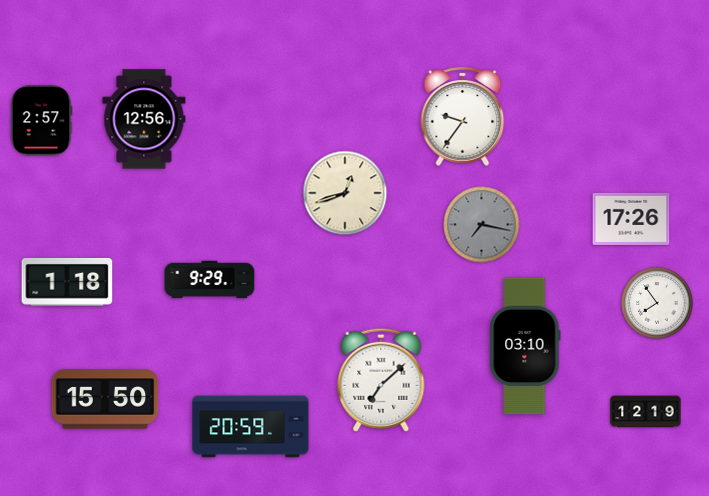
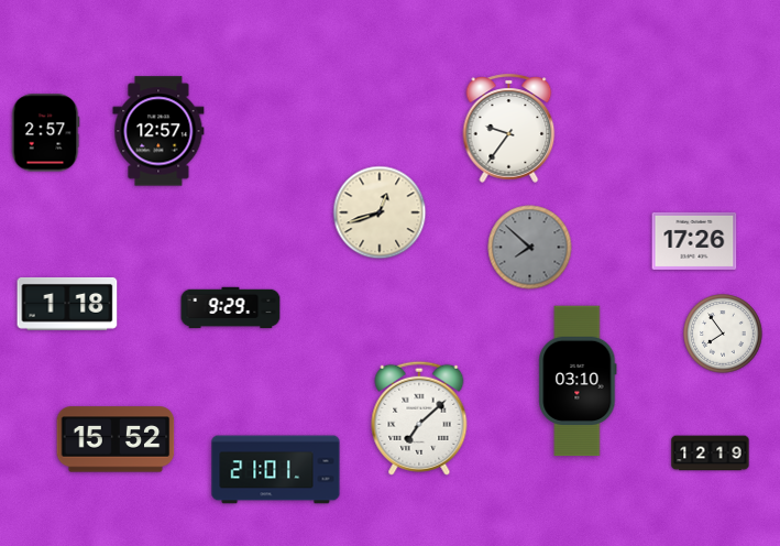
clock at (144, 119): 12:56 -> 12:57
clock at (482, 225): 7:17 -> 7:52
clock at (67, 282) position: (67, 282) -> (67, 304)
clock at (105, 399): 15:50 -> 15:52
clock at (251, 427): 20:59 -> 21:01
